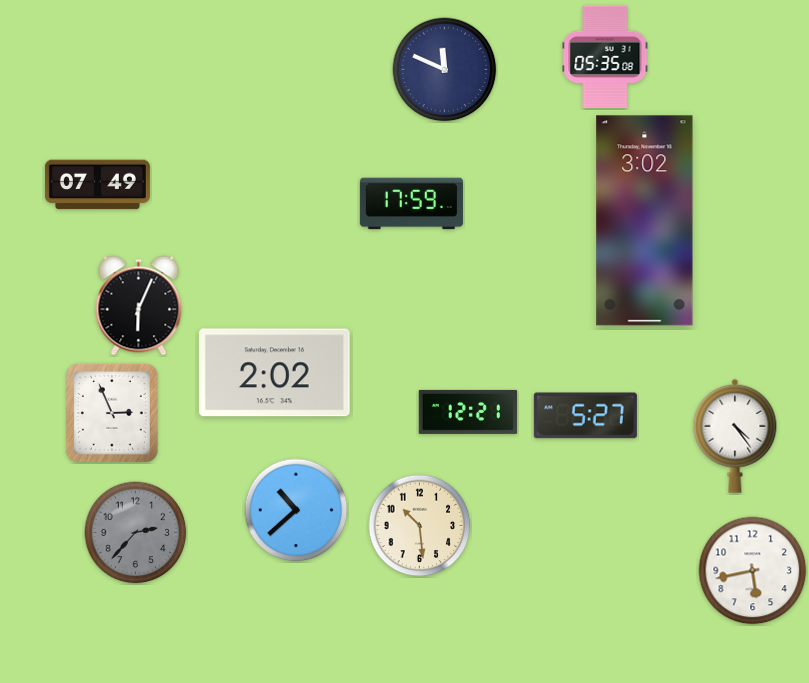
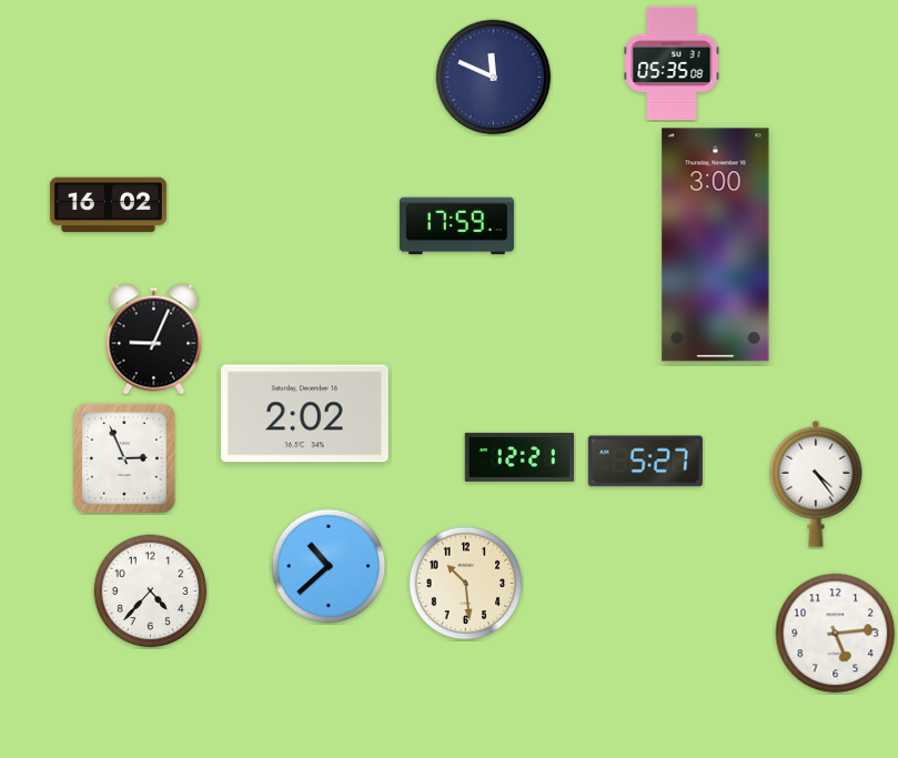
clock at (97, 185): 07:49 -> 16:02
clock at (645, 221): 3:02 -> 3:00
clock at (139, 306): 6:04 -> 9:04
clock at (585, 416) position: (585, 416) -> (645, 462)
clock at (136, 533): 2:37 -> 4:37
clock at (136, 533) dial: grey -> white
clock at (753, 571): 5:43 -> 5:14
